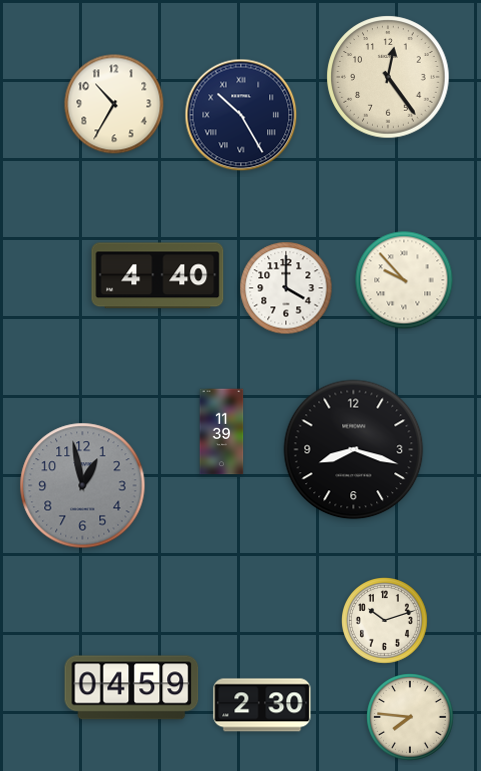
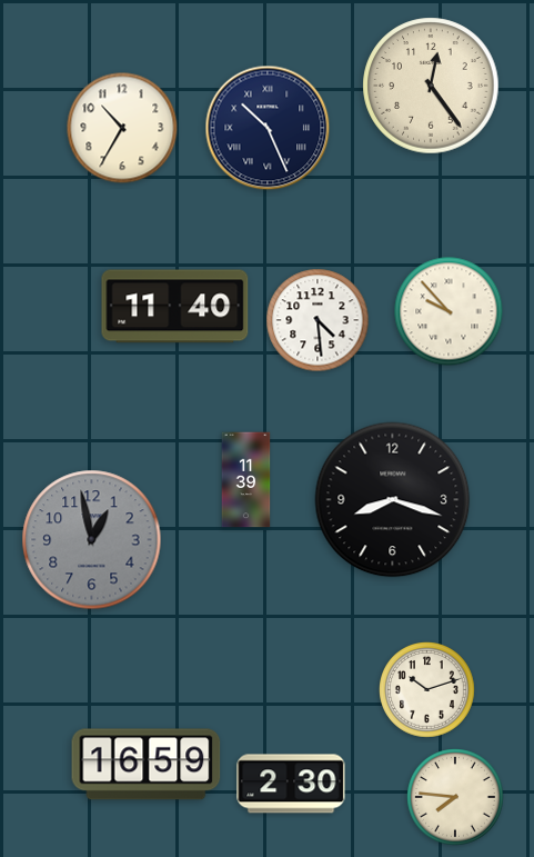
clock at (114, 104) position: (114, 104) -> (122, 128)
clock at (241, 115): 10:25 -> 10:26
clock at (158, 276): 4:40 -> 11:40
clock at (286, 288): 4:00 -> 4:29
clock at (132, 688): 04:59 -> 16:59
